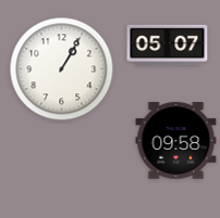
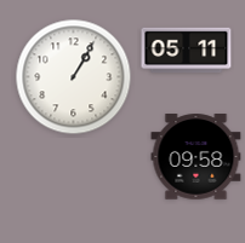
clock at (168, 46): 05:07 -> 05:11
clock at (62, 69) position: (62, 69) -> (74, 77)
